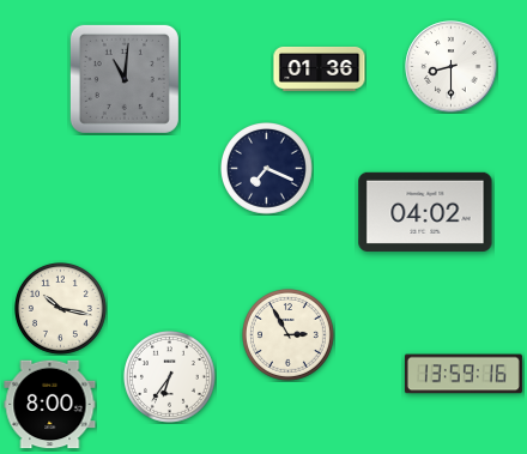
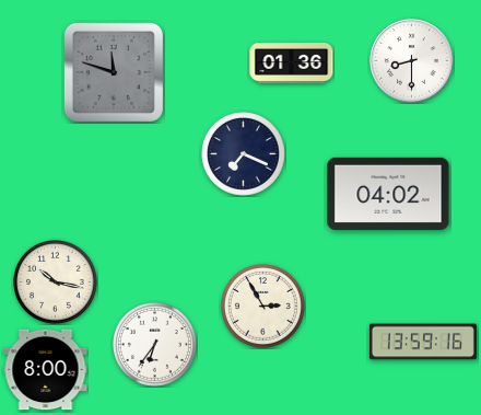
clock at (125, 79): 11:01 -> 11:48
